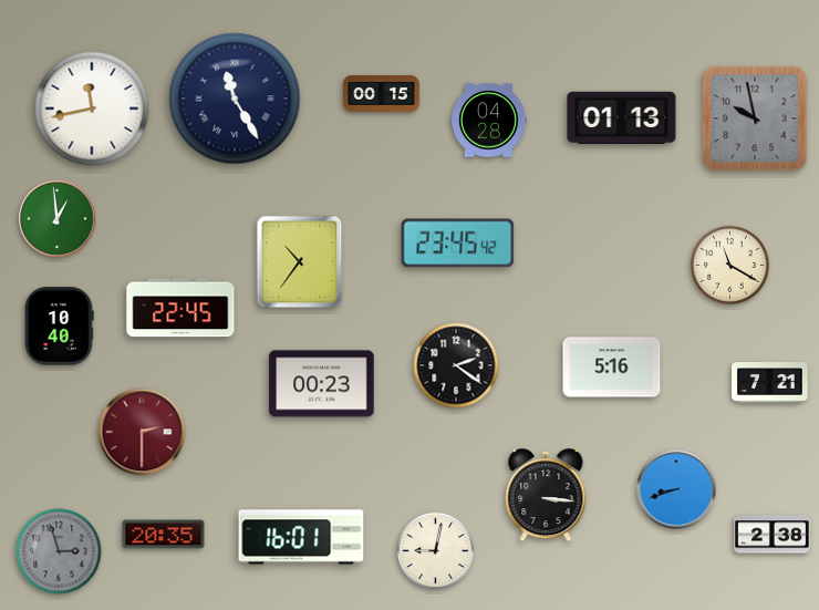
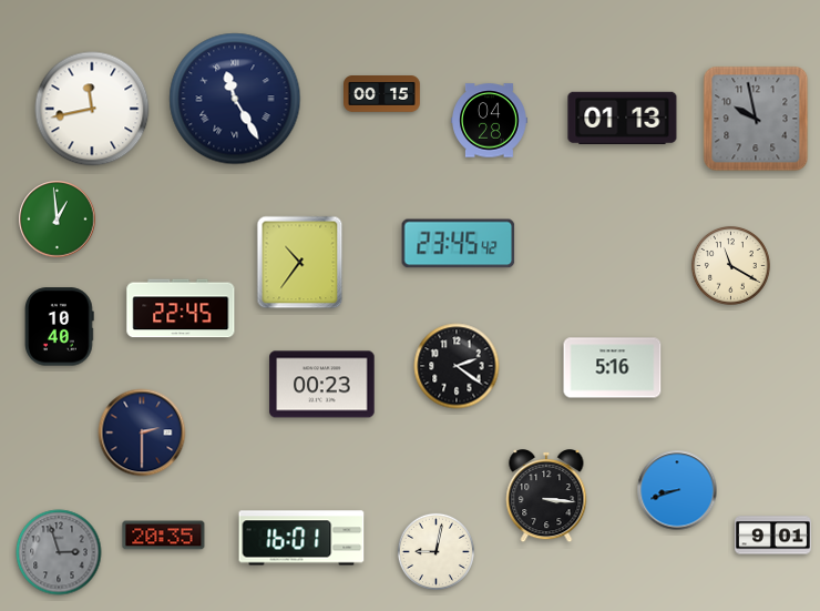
clock at (770, 383): 7:21 -> none
clock at (142, 432) dial: burgundy -> navy
clock at (773, 535): 2:38 -> 9:01
